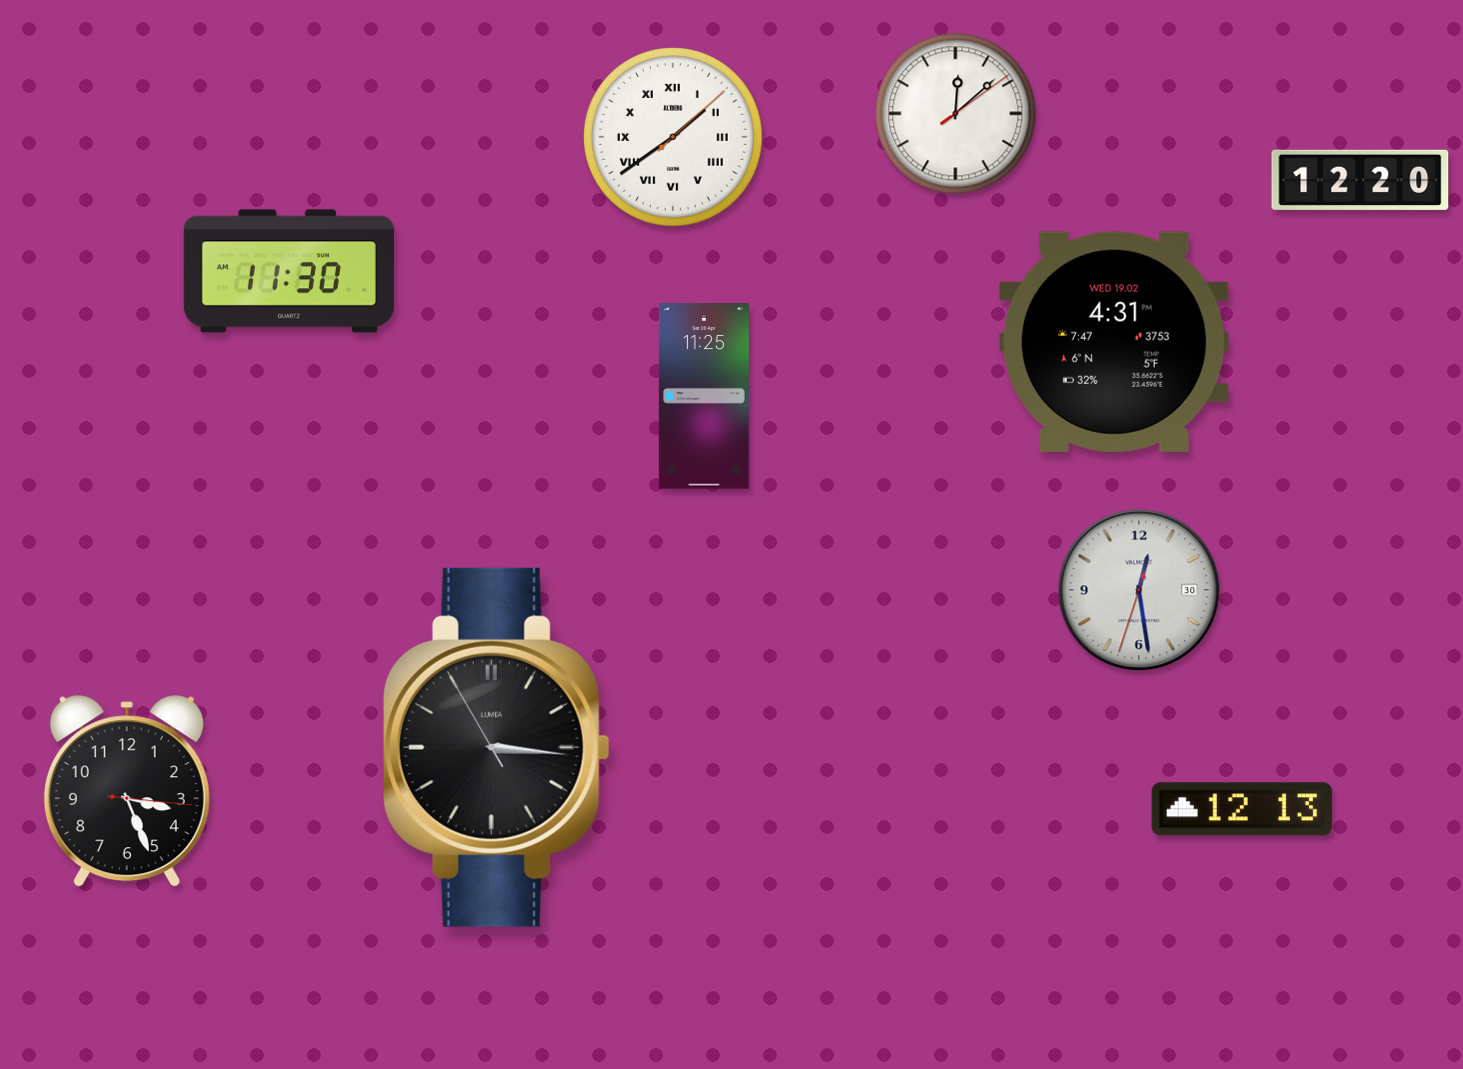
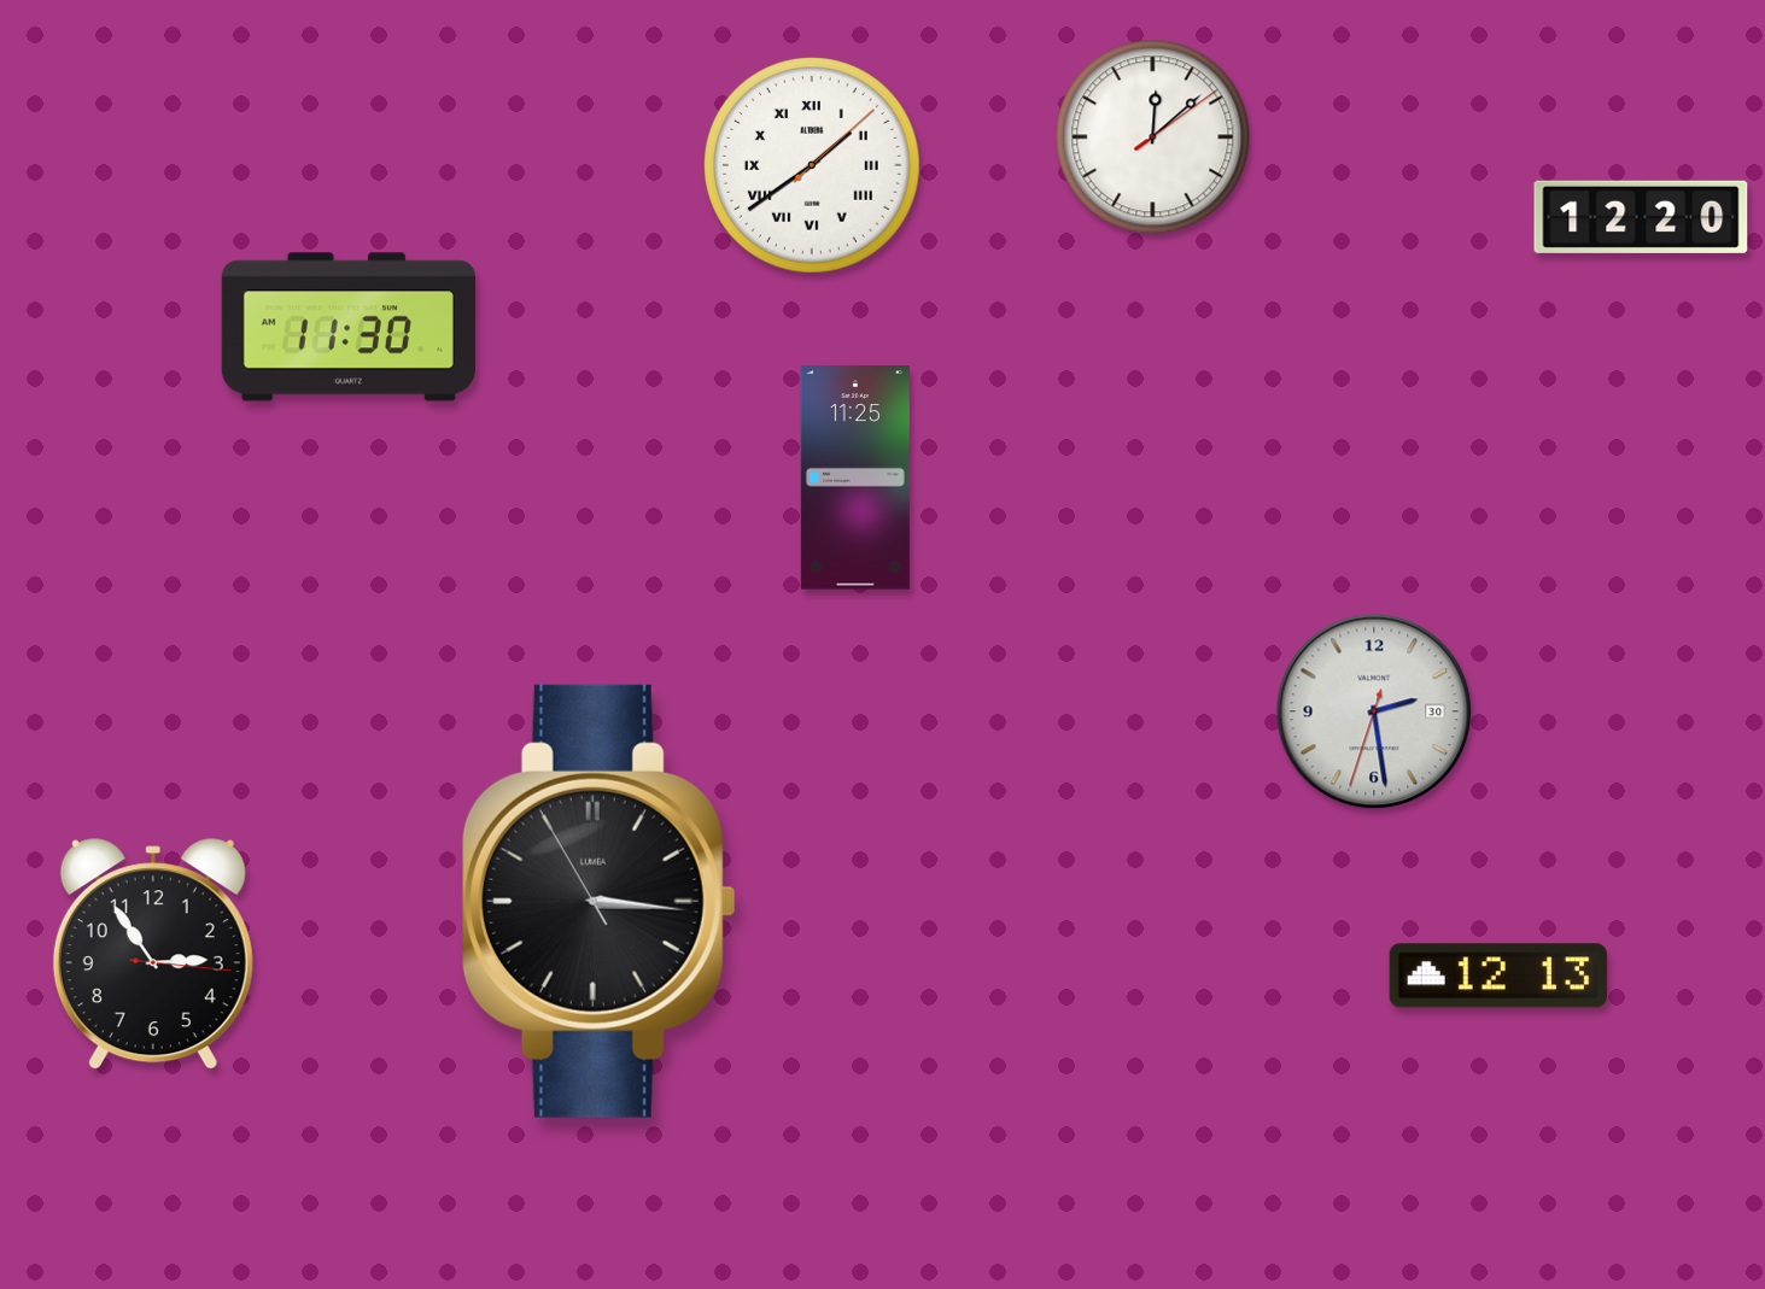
clock at (1114, 342): 4:31 -> none
clock at (704, 396) position: (704, 396) -> (855, 477)
clock at (1139, 590): 12:28 -> 2:28
clock at (127, 792): 3:26 -> 2:54
